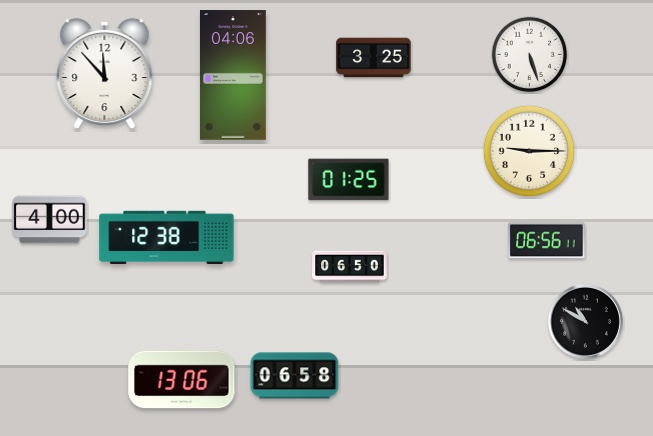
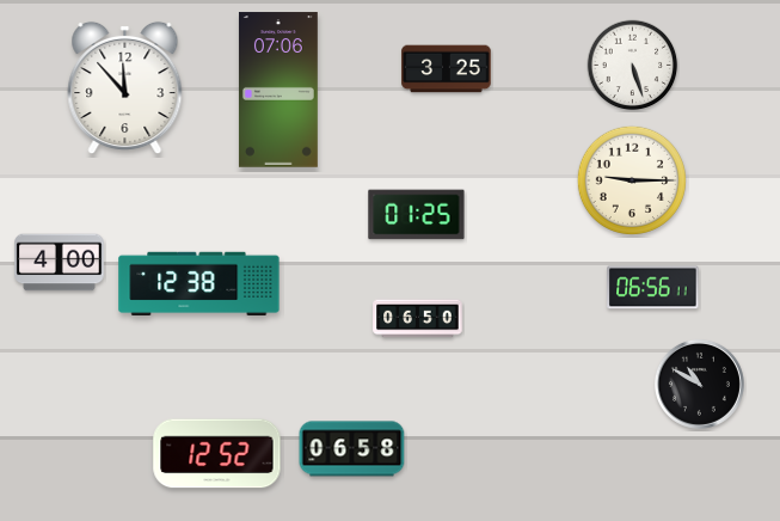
clock at (233, 75): 04:06 -> 07:06
clock at (182, 380): 13:06 -> 12:52
